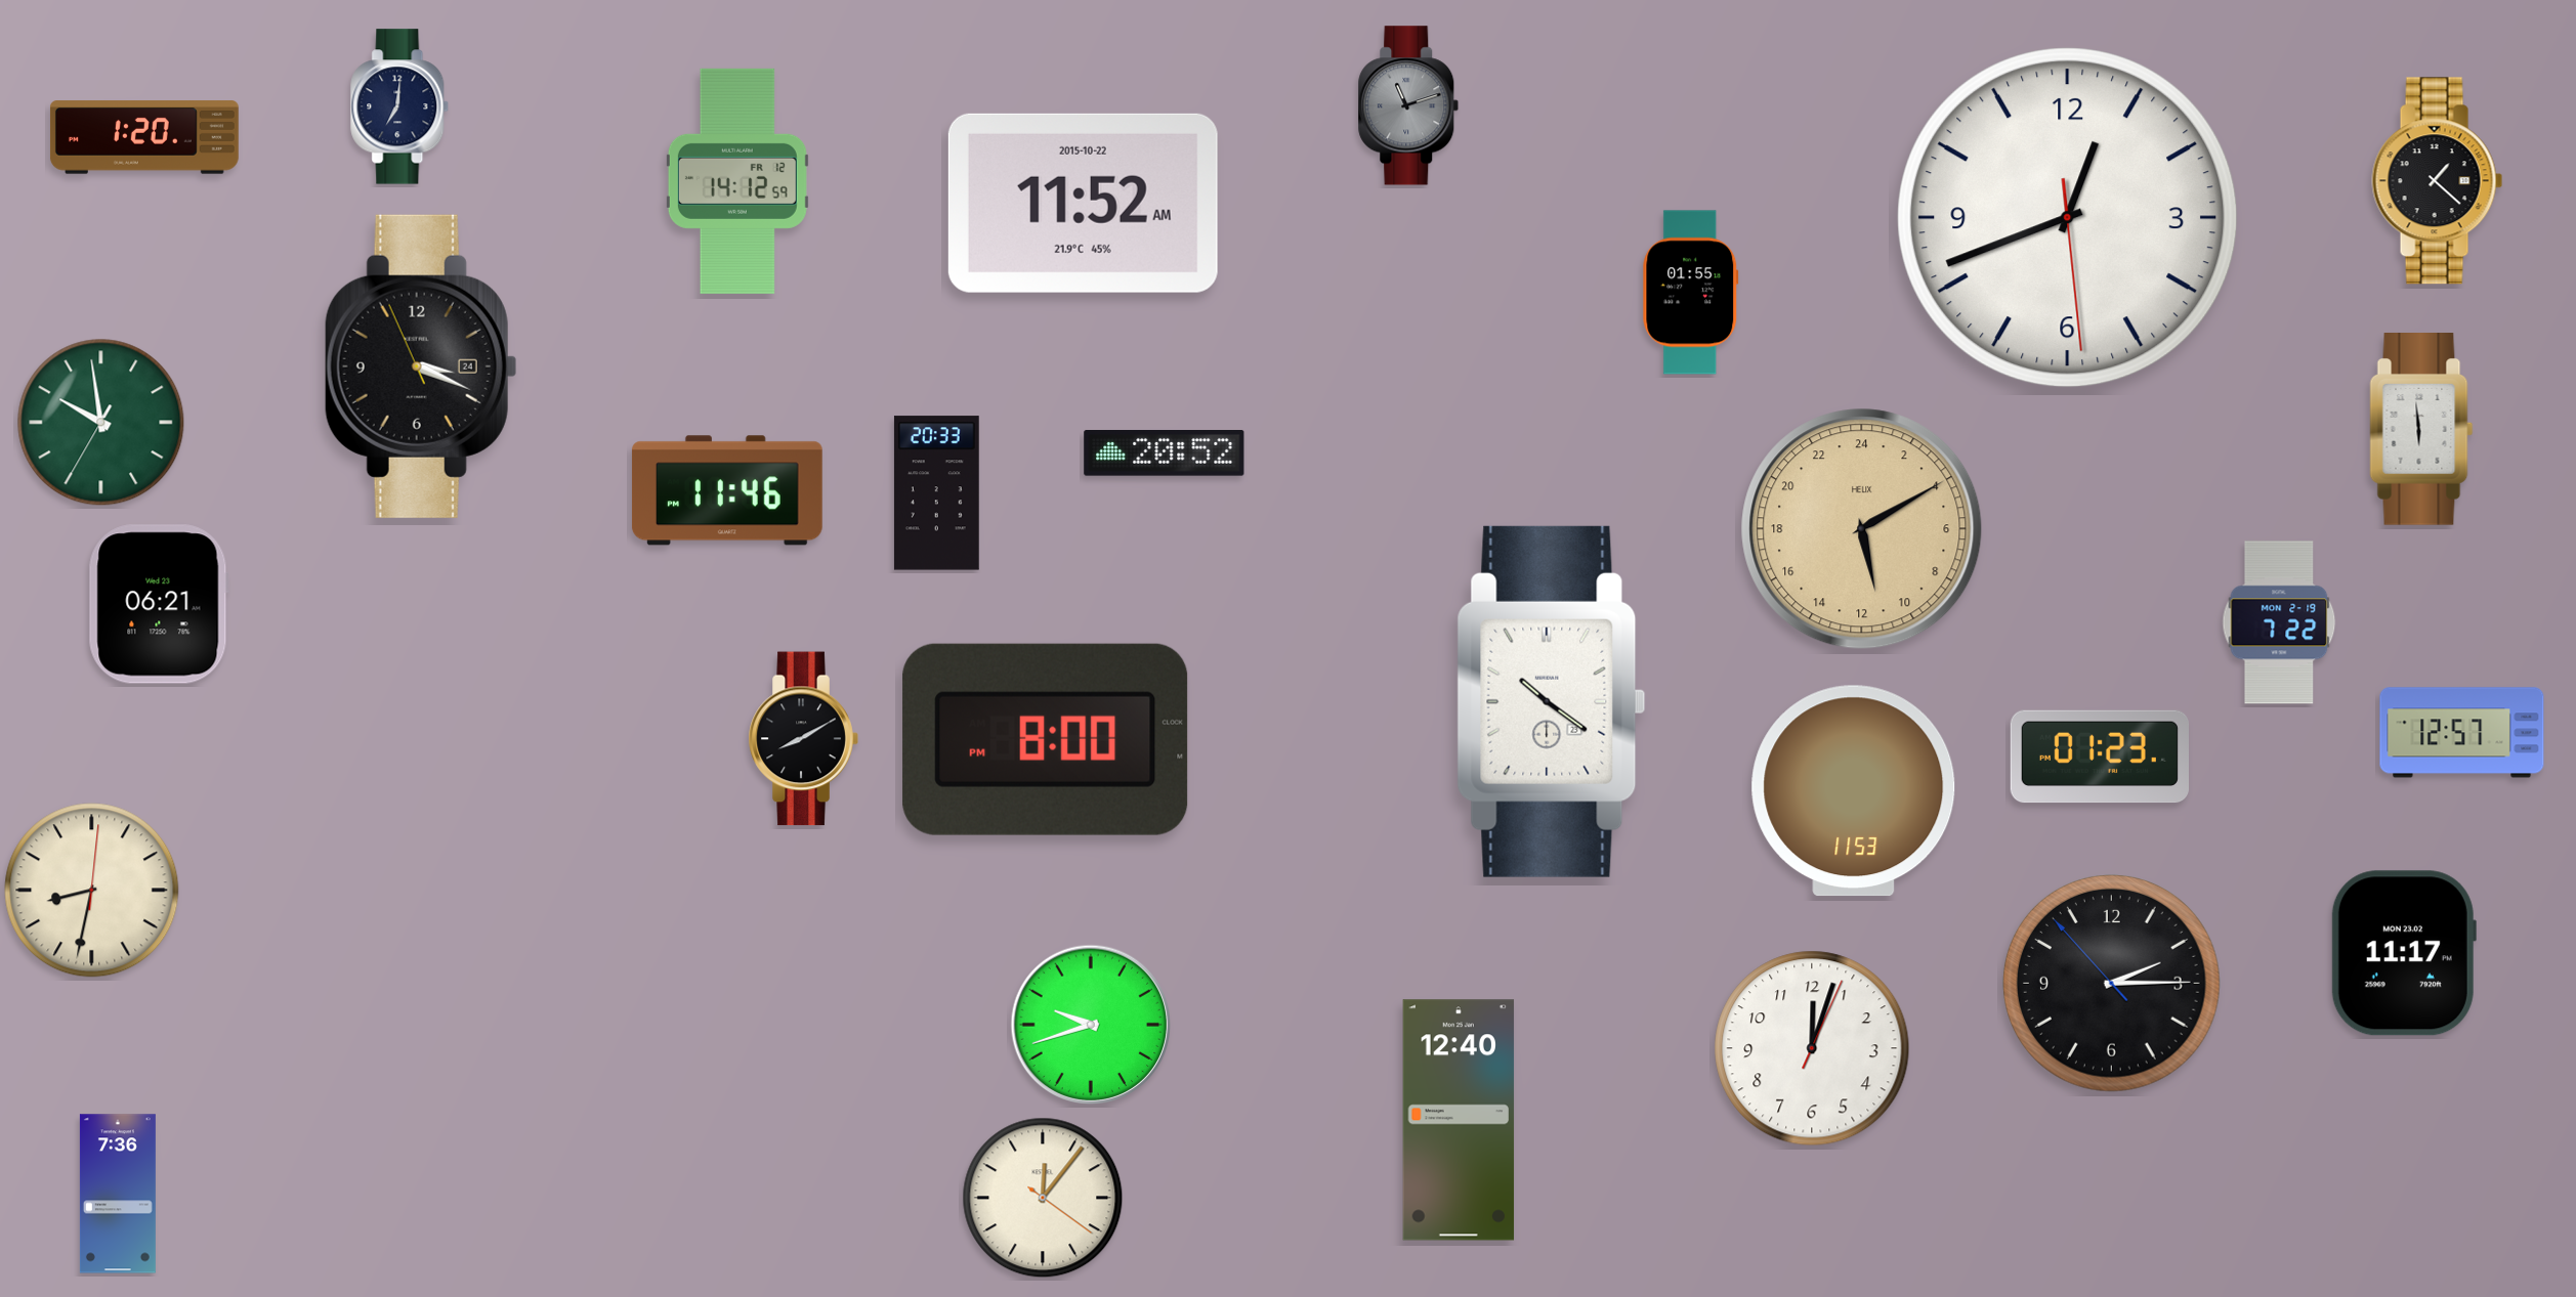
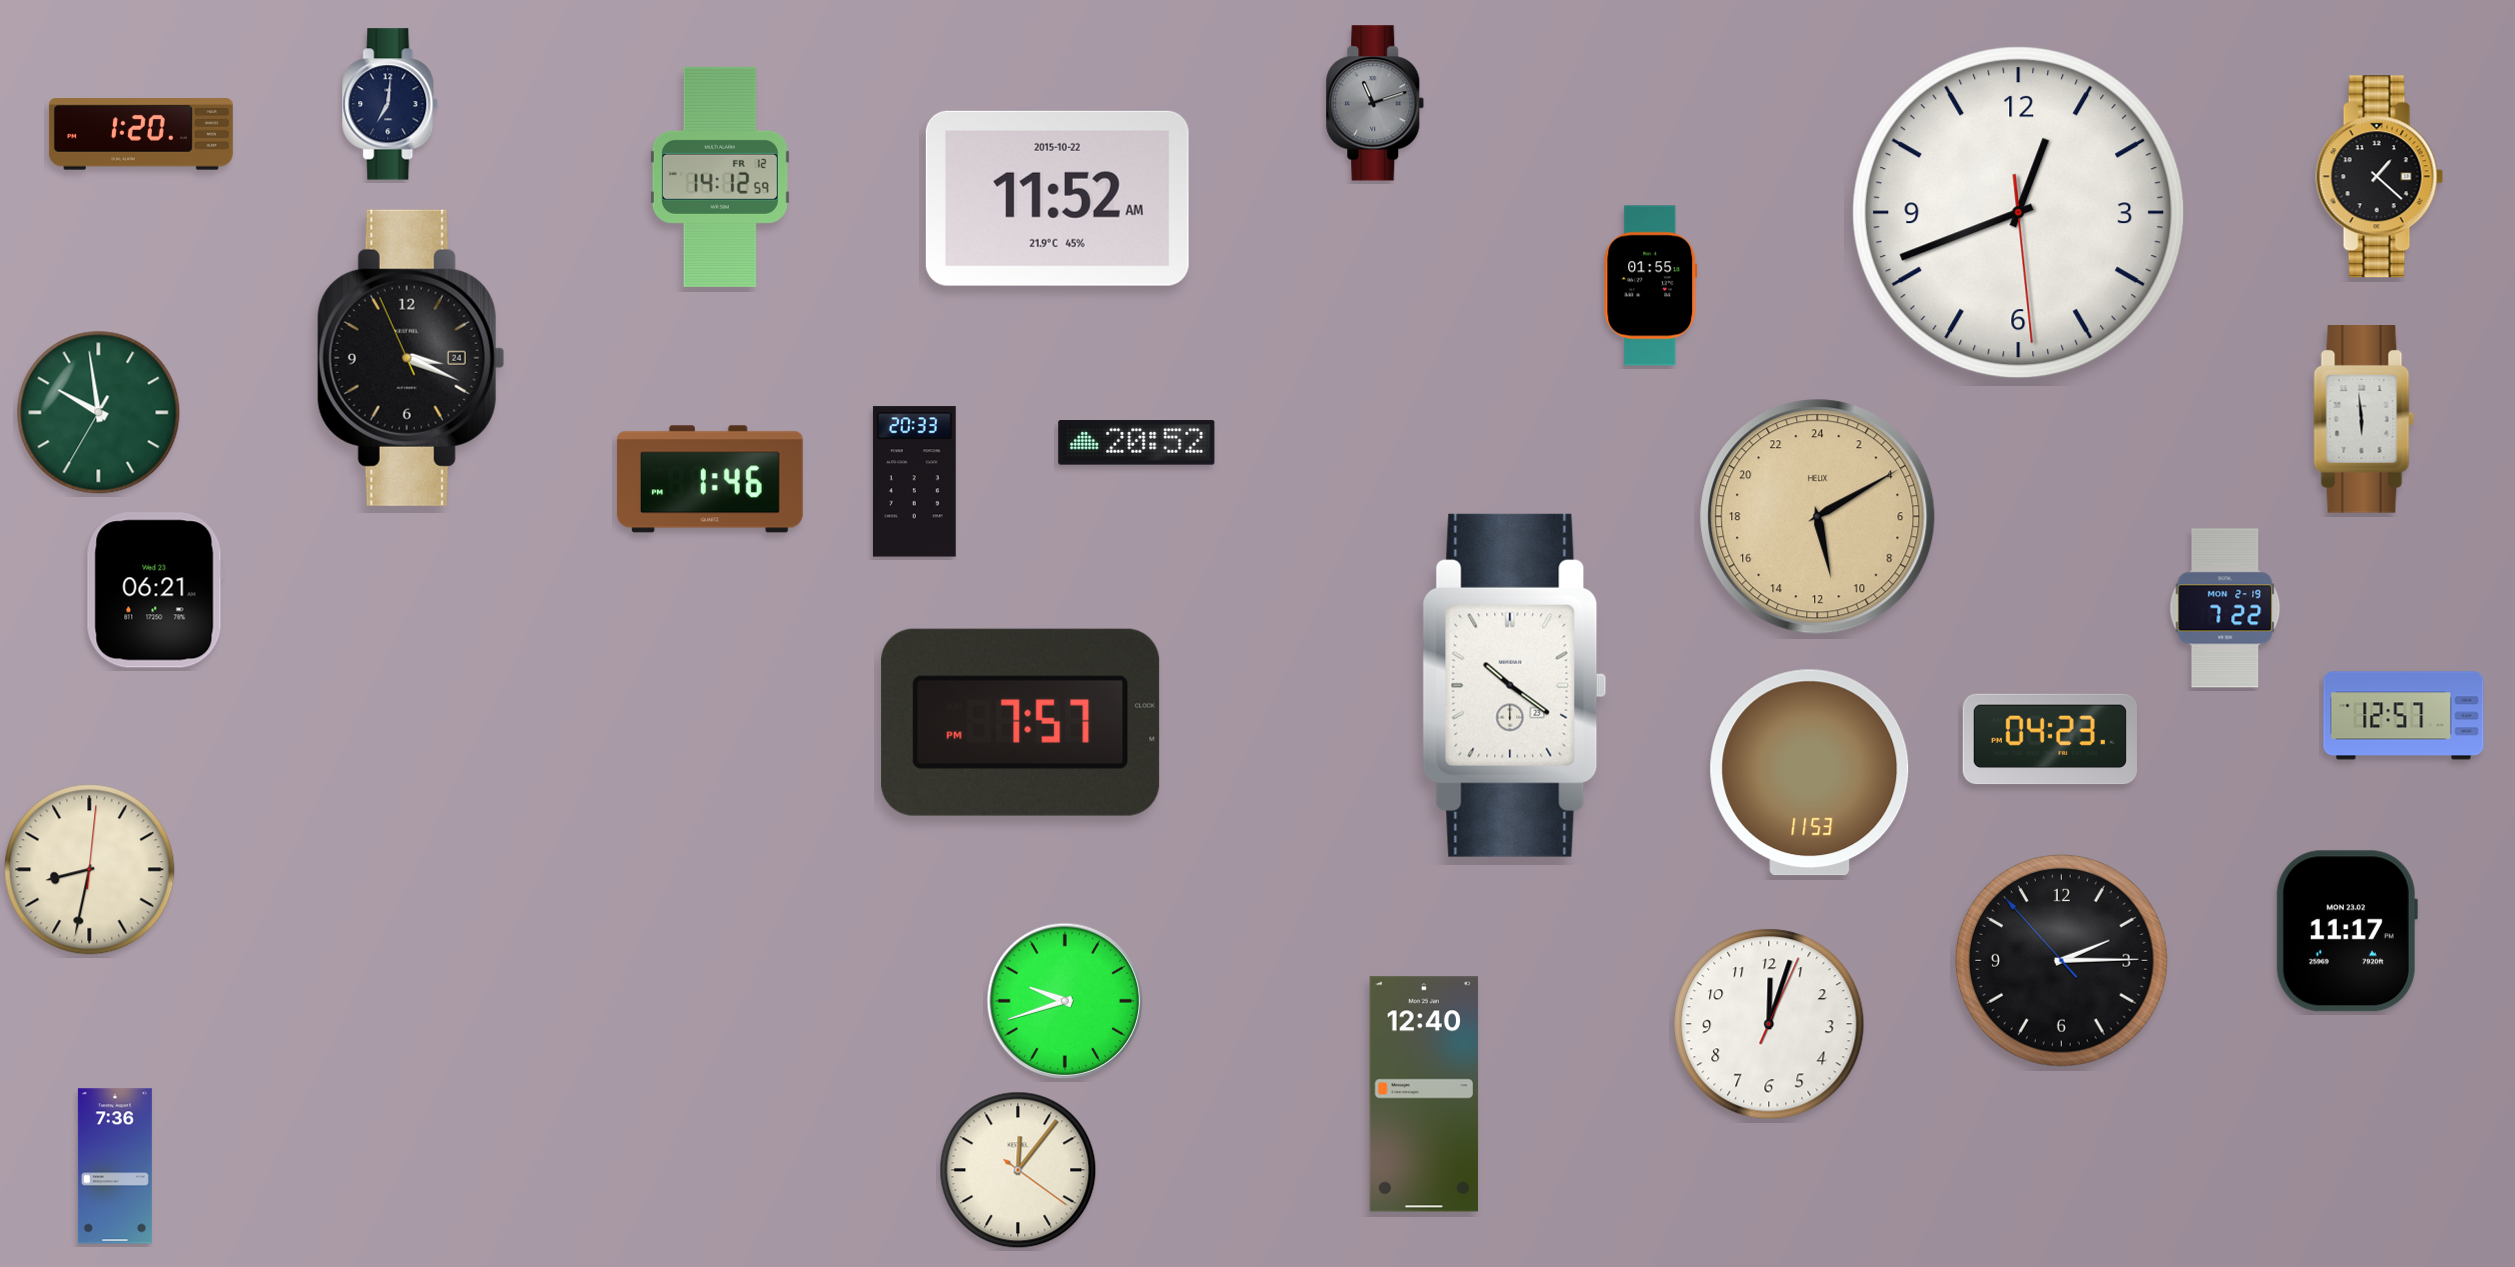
clock at (727, 490): 11:46 -> 1:46
clock at (803, 739): 8:10 -> none
clock at (1046, 739): 8:00 -> 7:57
clock at (2099, 756): 01:23 -> 04:23
